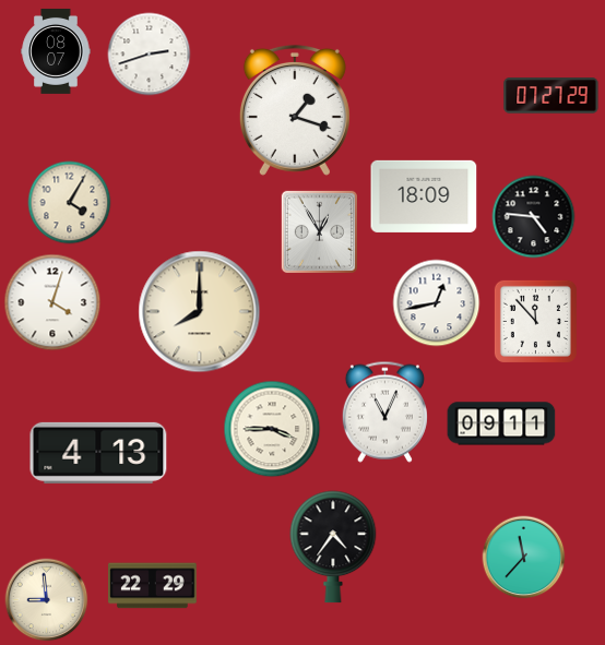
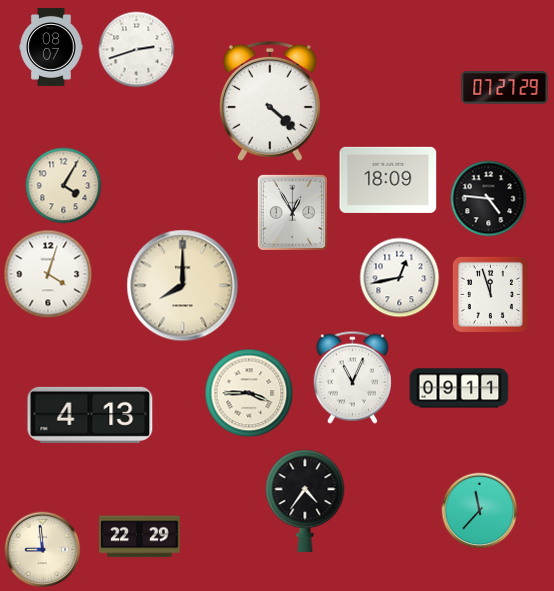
clock at (295, 110): 1:18 -> 4:22
clock at (52, 302) position: (52, 302) -> (48, 274)
clock at (535, 321): 11:53 -> 11:57
